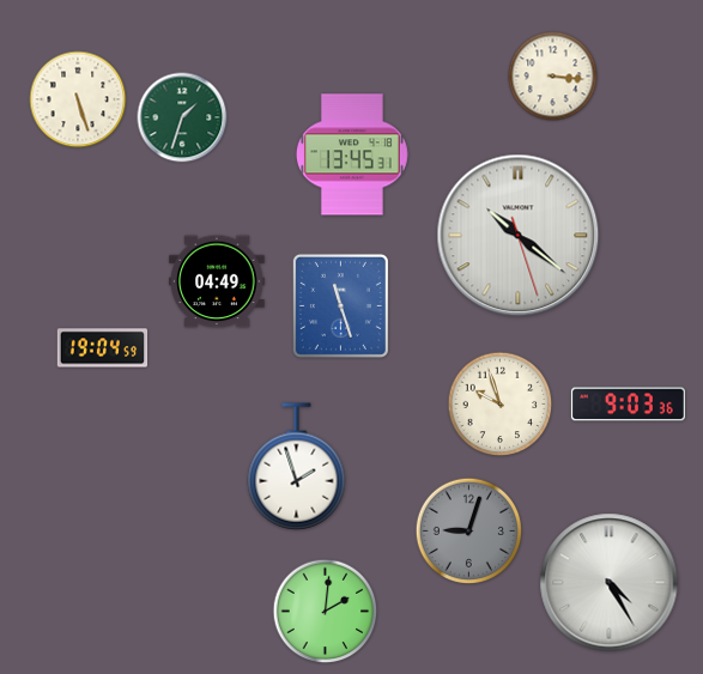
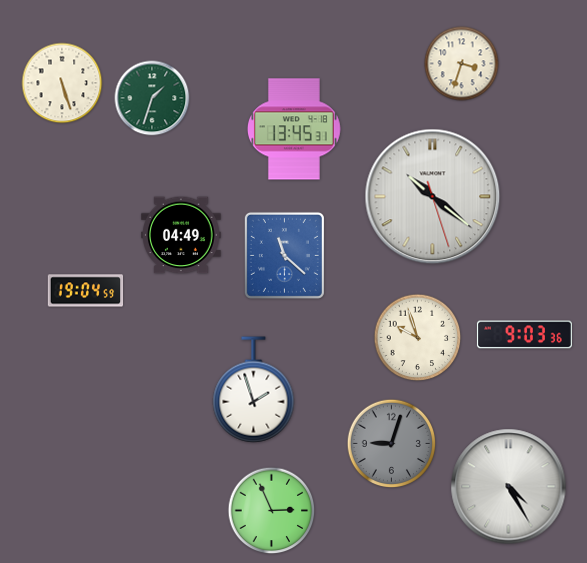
clock at (553, 77): 3:16 -> 3:33
clock at (78, 99) position: (78, 99) -> (62, 83)
clock at (340, 305): 11:27 -> 11:22
clock at (628, 405) position: (628, 405) -> (524, 335)
clock at (297, 467) position: (297, 467) -> (254, 390)
clock at (326, 612): 2:01 -> 2:56
